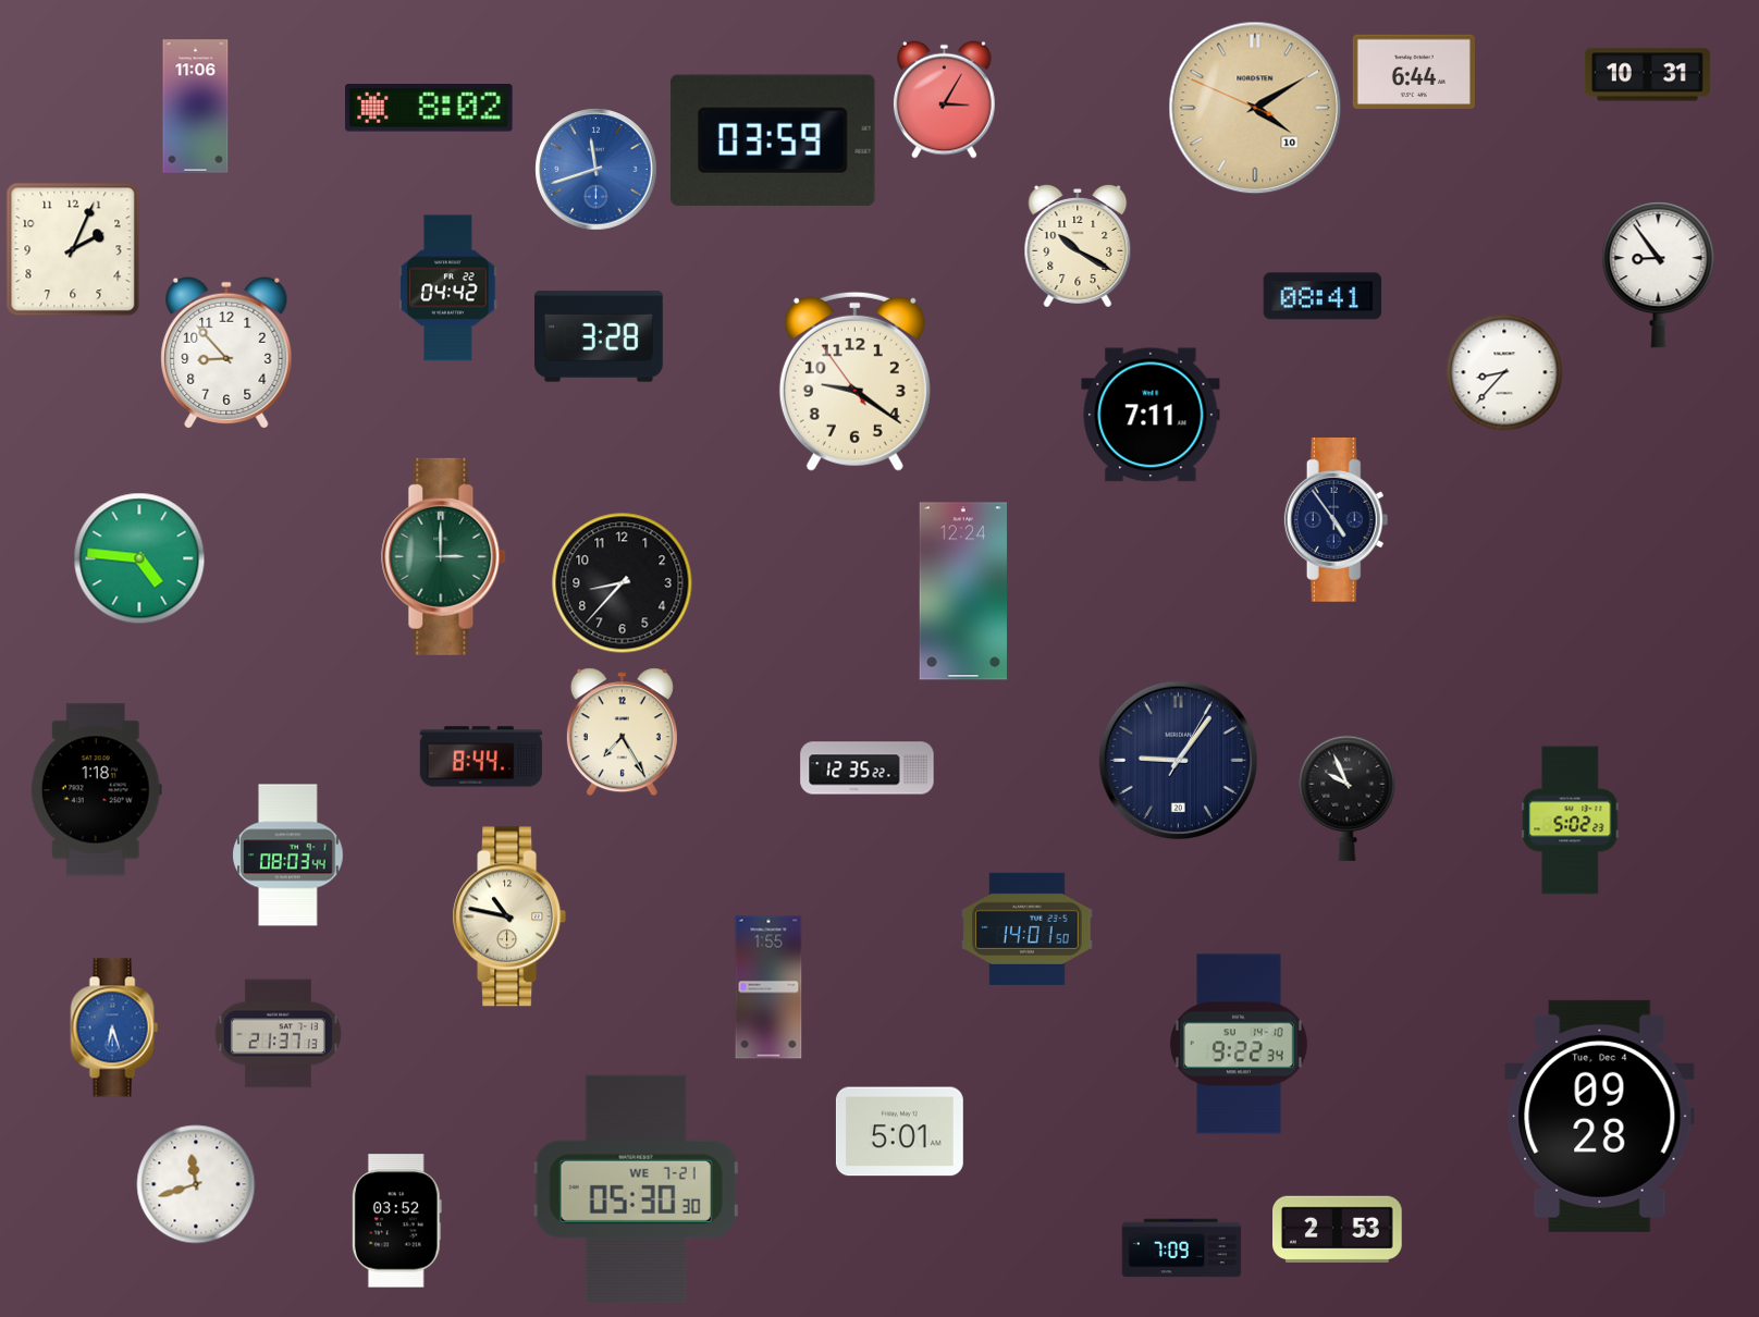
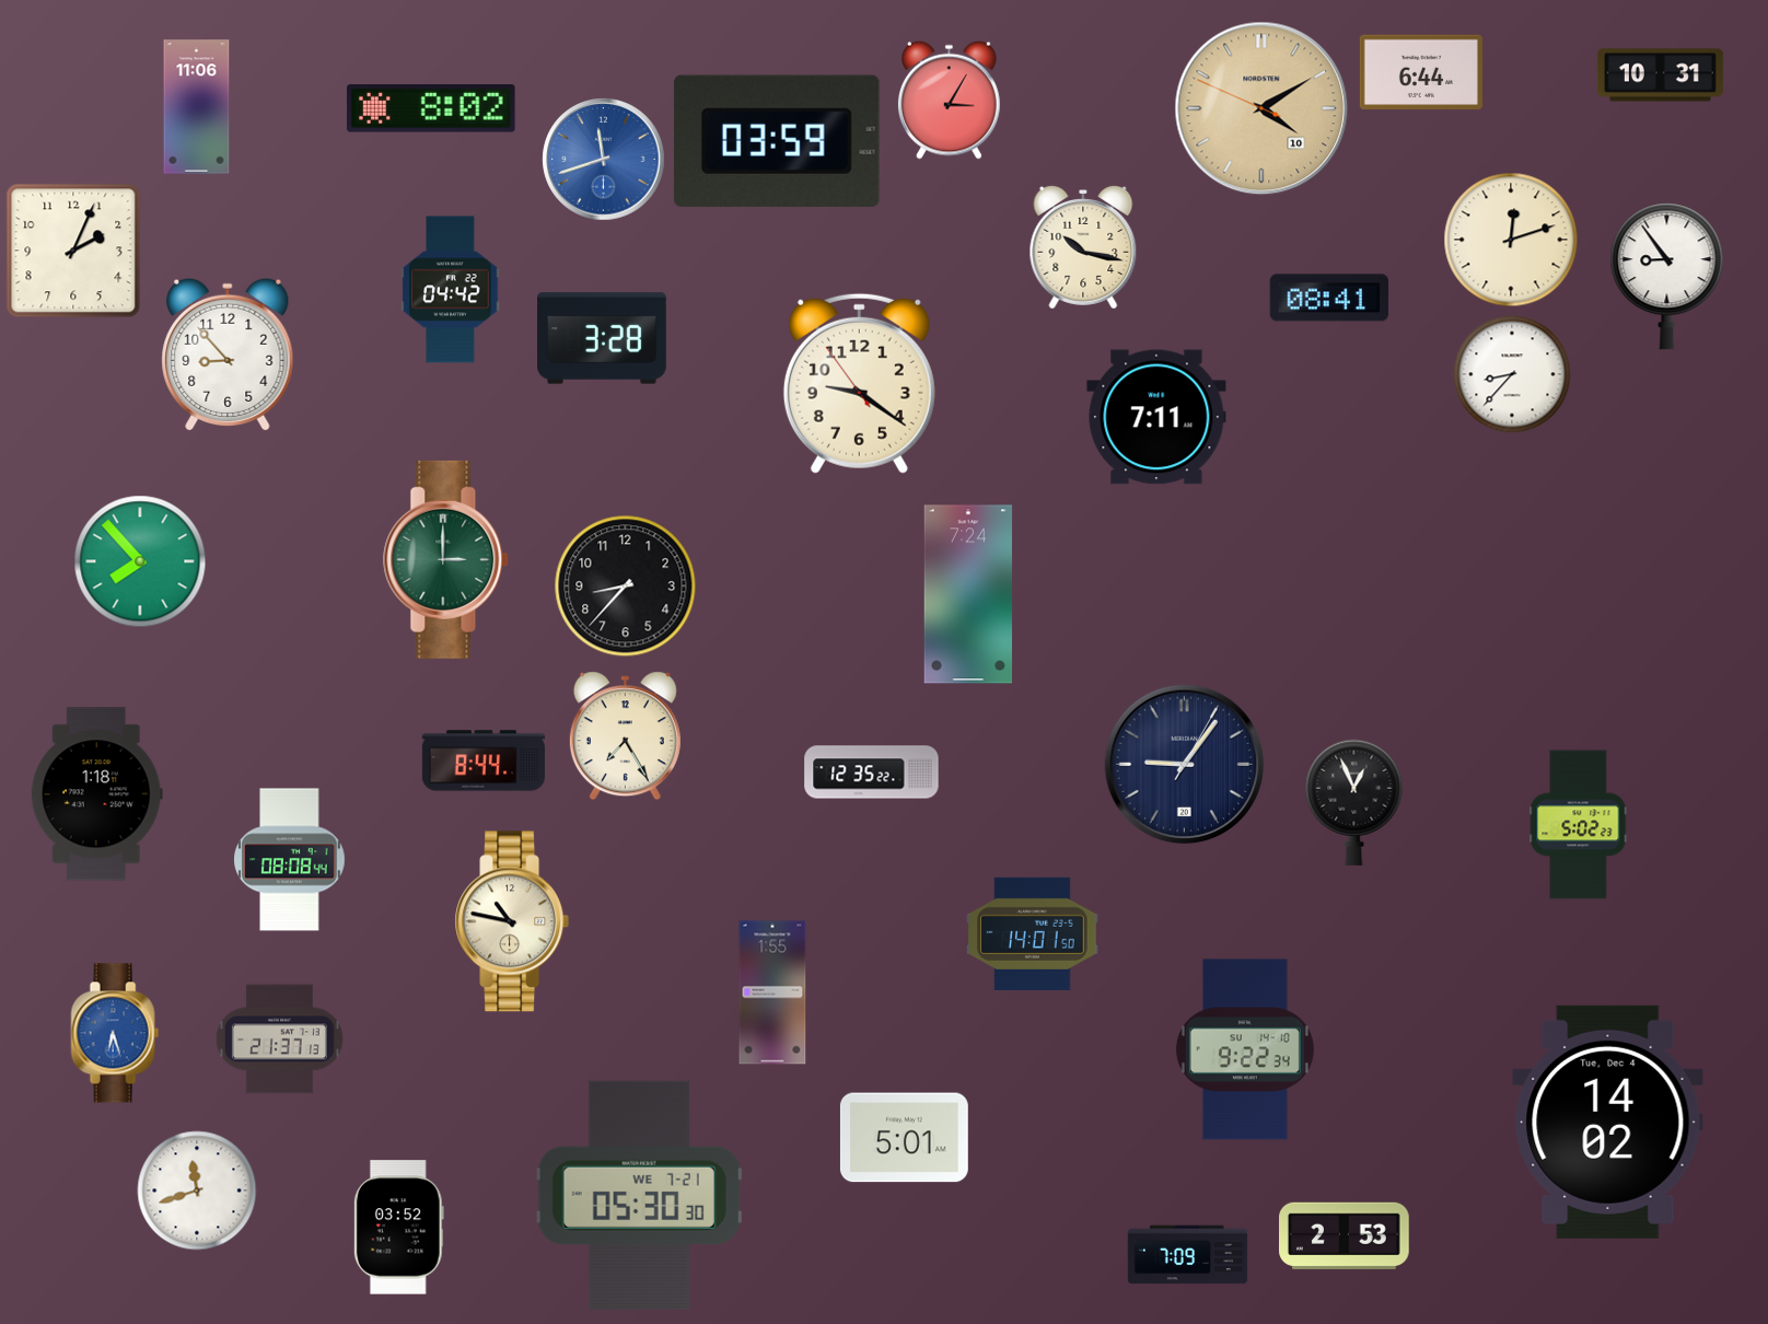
clock at (1647, 75) position: (1647, 75) -> (1660, 76)
clock at (596, 170) position: (596, 170) -> (604, 160)
clock at (1511, 240): none -> 12:12
clock at (1078, 246): 10:20 -> 10:17
clock at (1337, 519): 4:54 -> none
clock at (139, 558): 4:46 -> 7:53
clock at (963, 591): 12:24 -> 7:24
clock at (1348, 798): 9:56 -> 12:56
clock at (288, 856): 08:03 -> 08:08
clock at (1600, 1116): 09:28 -> 14:02
